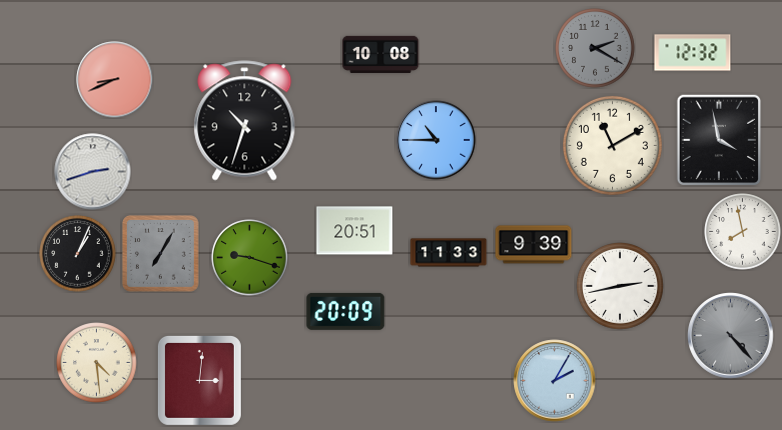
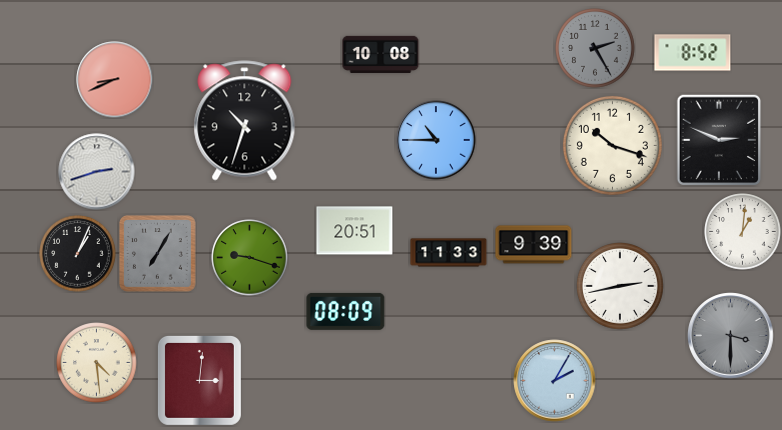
clock at (595, 48): 2:20 -> 2:25
clock at (693, 53): 12:32 -> 8:52
clock at (719, 140): 3:58 -> 2:49
clock at (612, 145): 11:10 -> 10:18
clock at (93, 172) position: (93, 172) -> (97, 172)
clock at (743, 232): 7:58 -> 1:01
clock at (160, 253) position: (160, 253) -> (157, 253)
clock at (346, 311): 20:09 -> 08:09
clock at (731, 336): 4:23 -> 3:30
